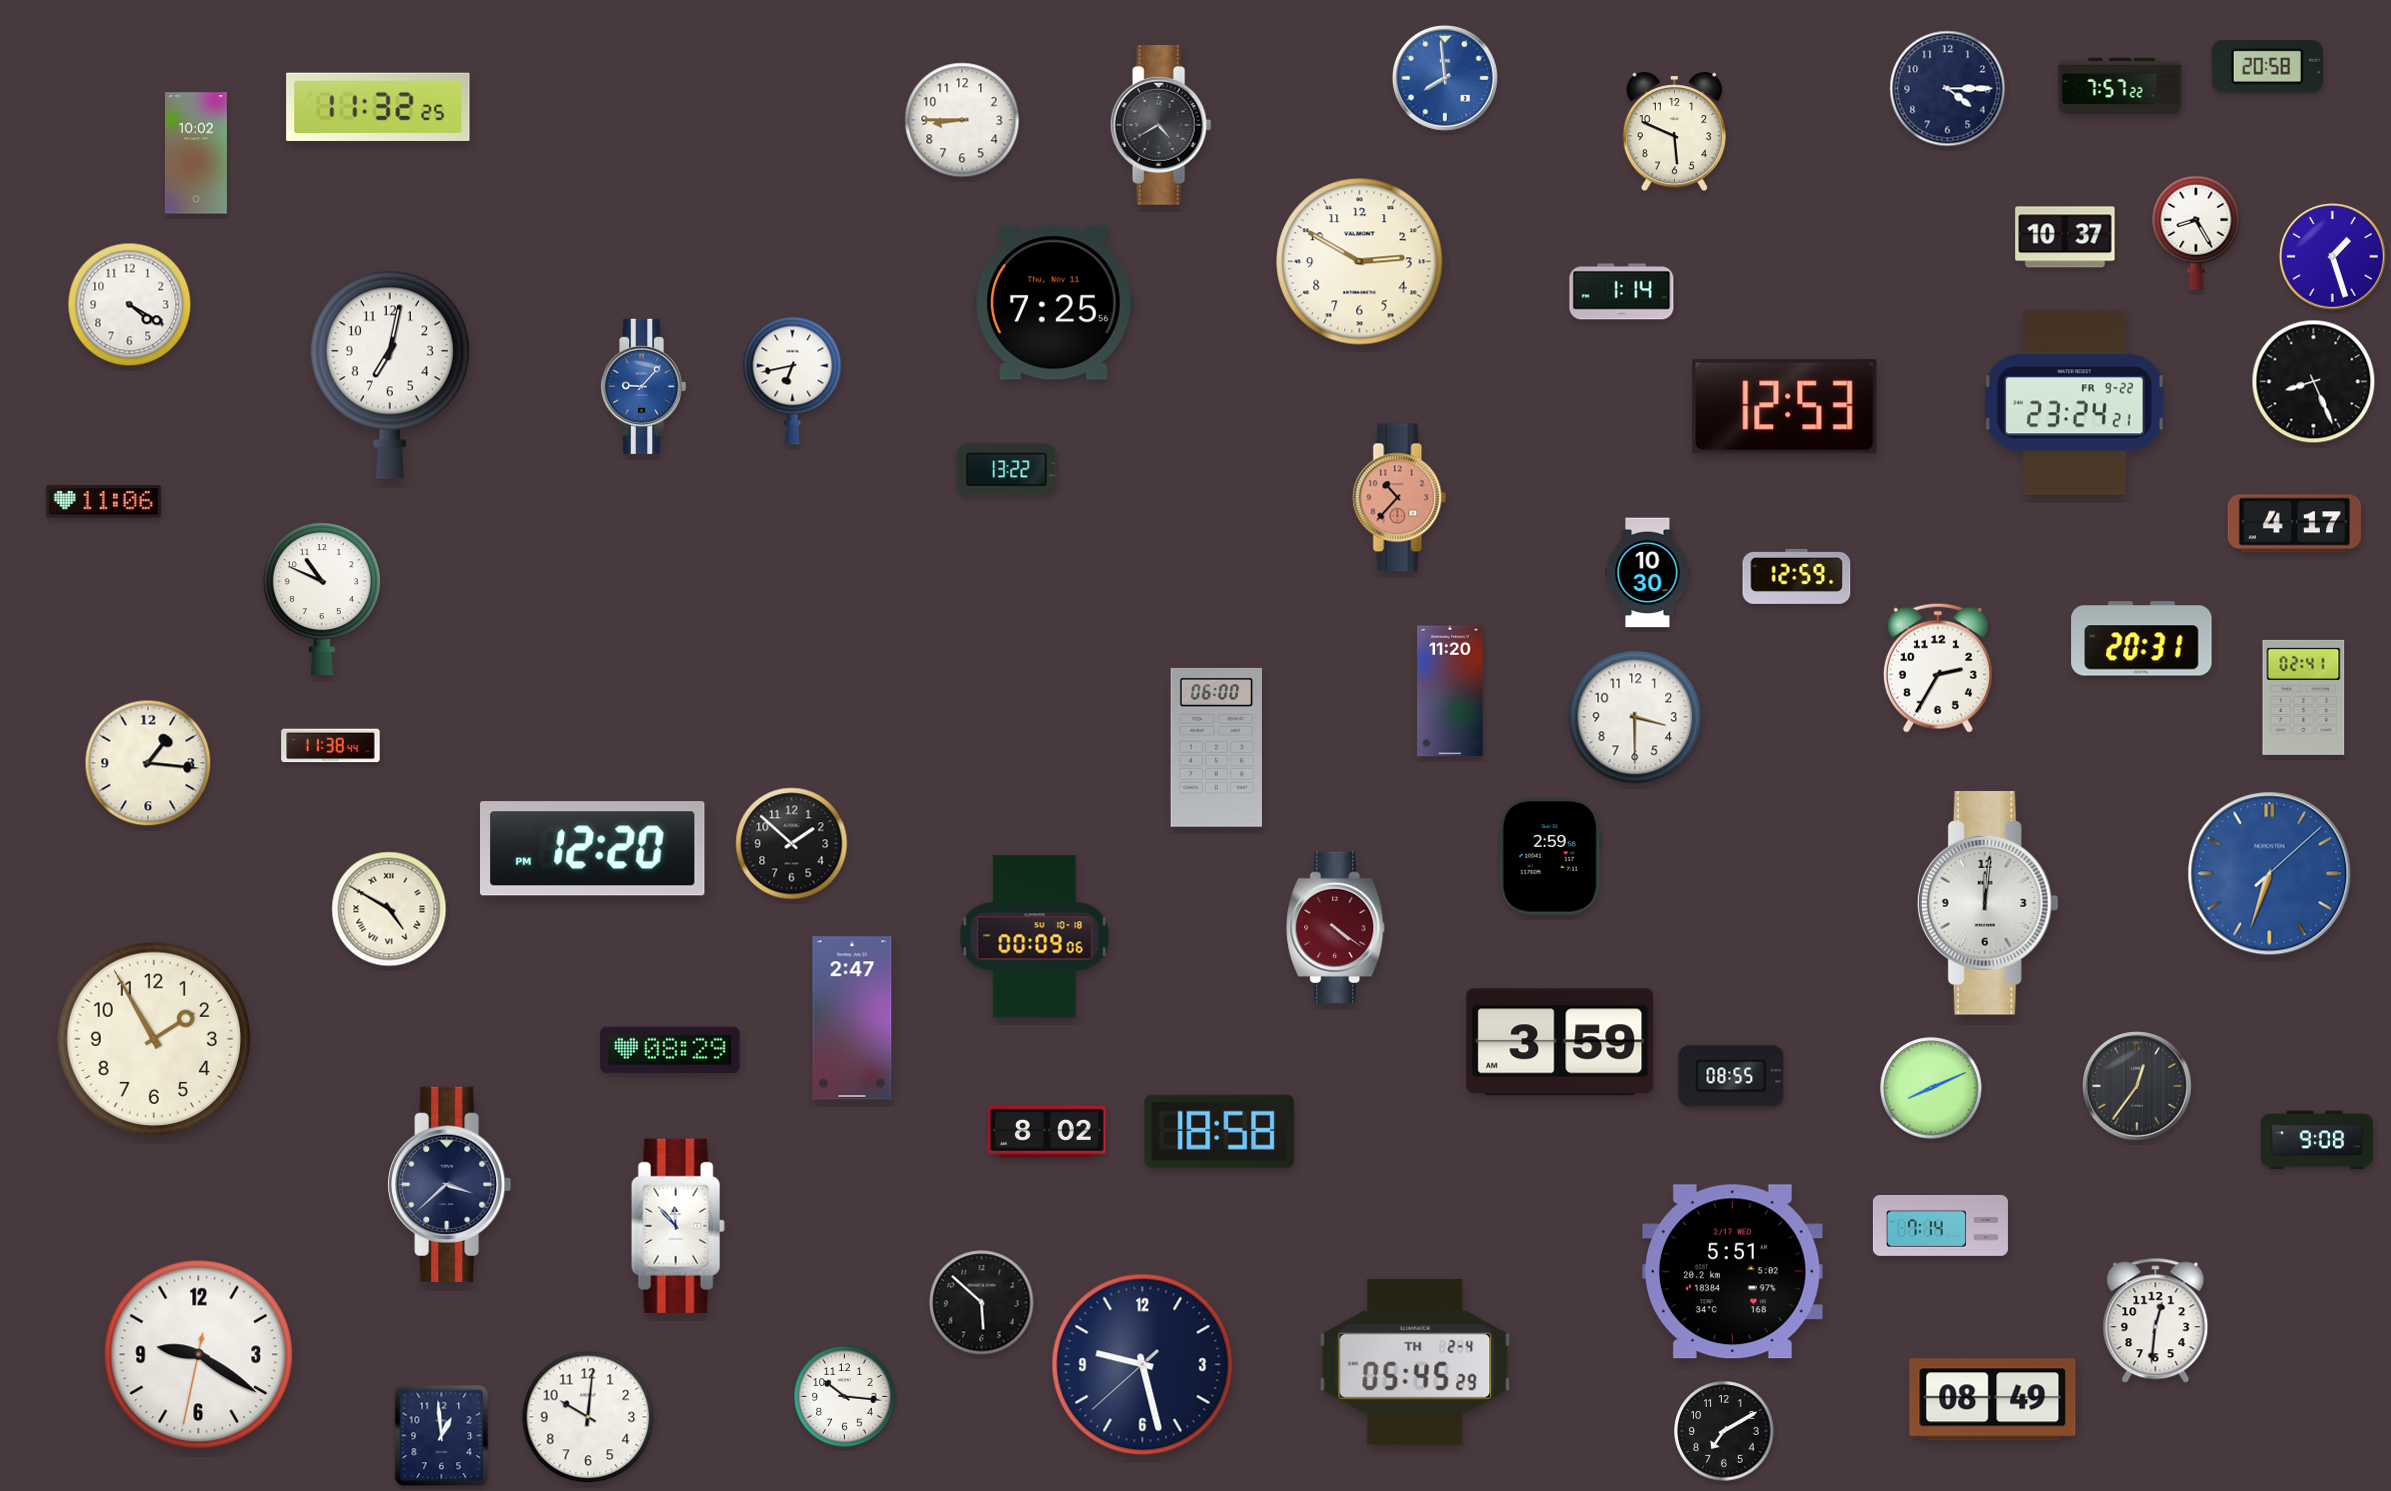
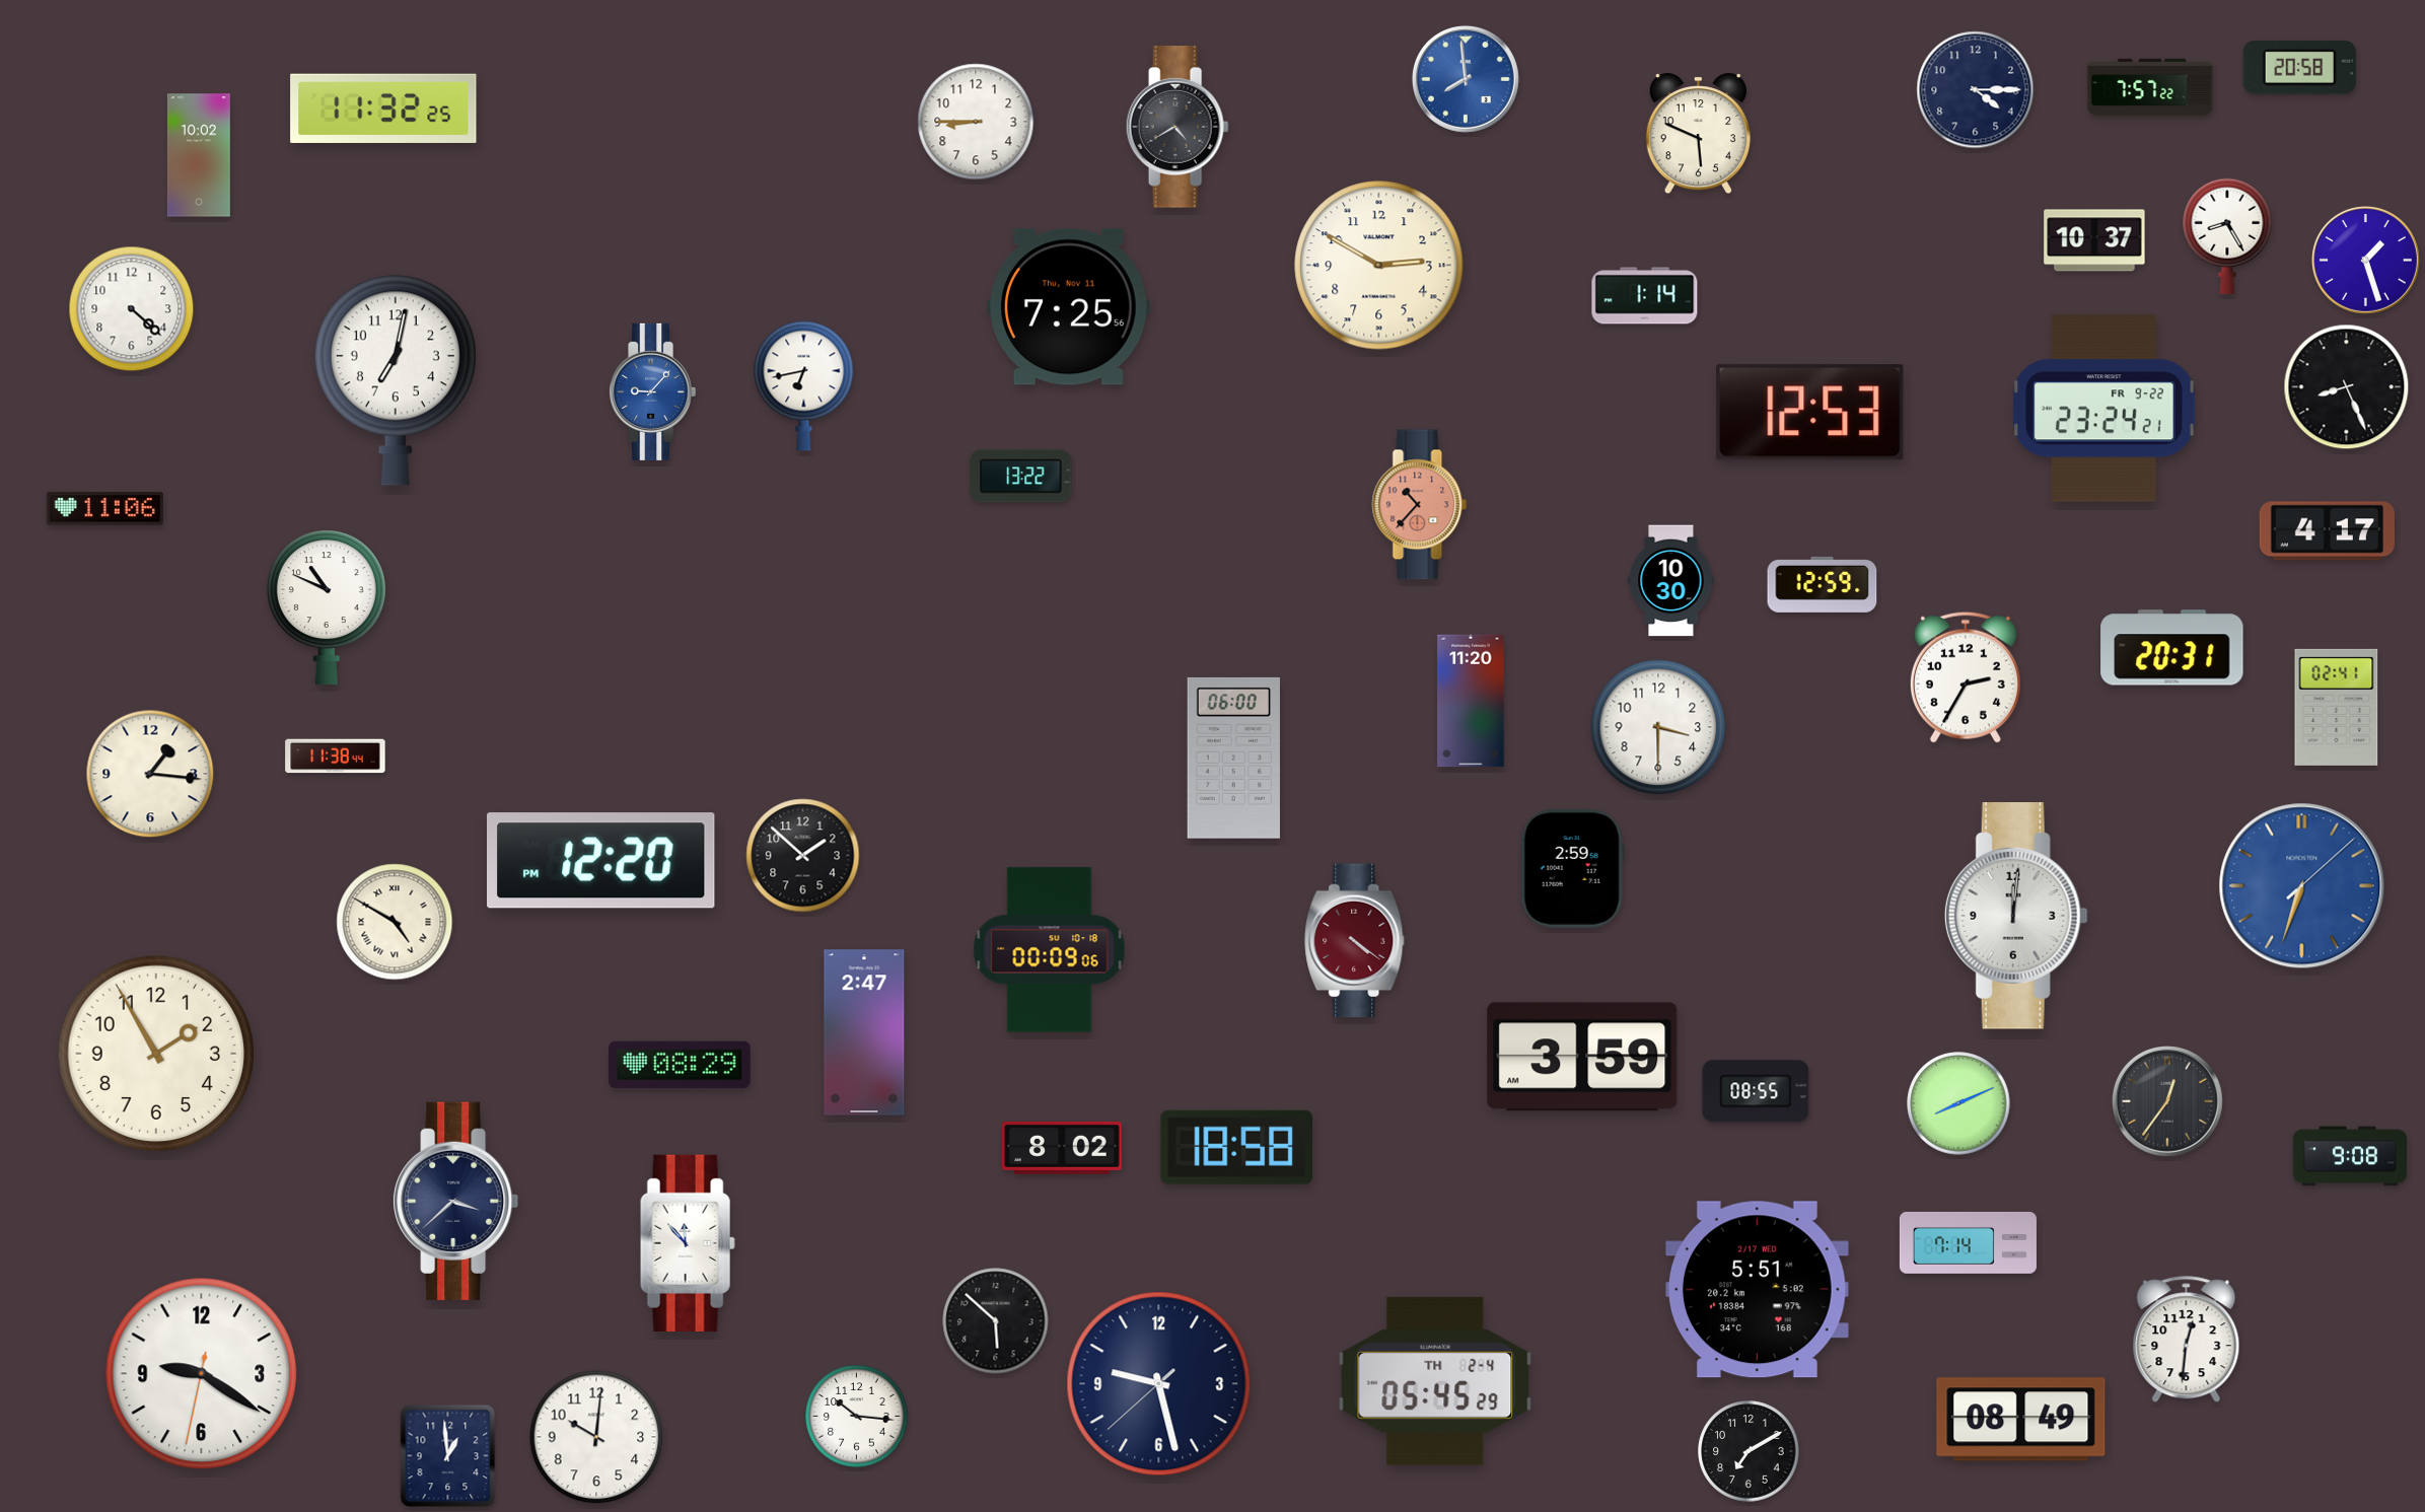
clock at (130, 305): 4:20 -> 4:22
